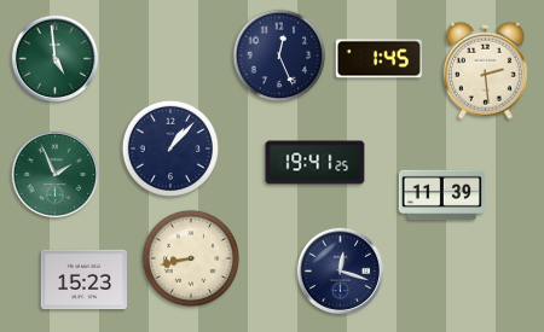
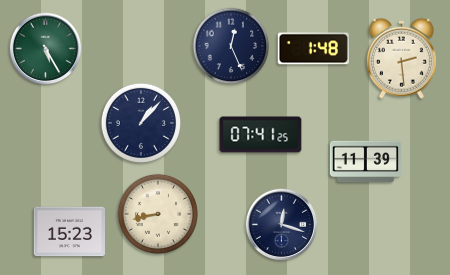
clock at (56, 59): 4:59 -> 5:25
clock at (378, 59): 1:45 -> 1:48
clock at (316, 163): 19:41 -> 07:41
clock at (56, 175): 1:56 -> none
